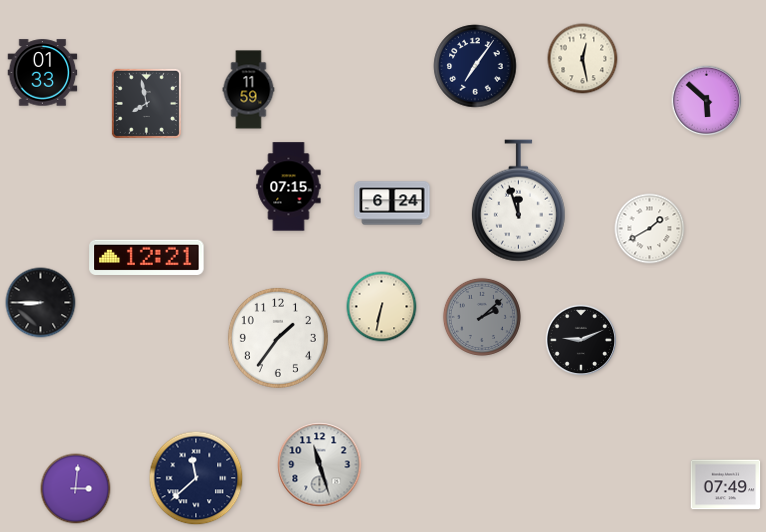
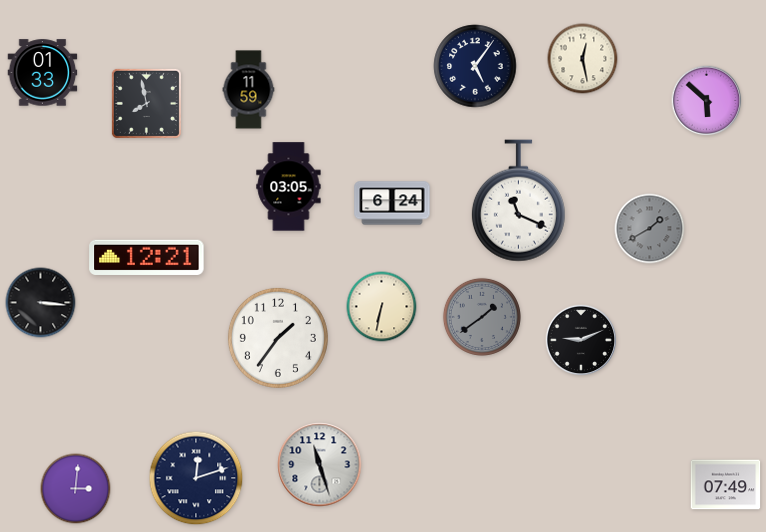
clock at (475, 66): 7:06 -> 5:06
clock at (289, 187): 07:15 -> 03:05
clock at (518, 201): 11:57 -> 11:19
clock at (650, 229) dial: white -> grey
clock at (41, 303): 8:45 -> 3:16
clock at (482, 317): 2:08 -> 1:39
clock at (196, 478): 11:38 -> 12:12
